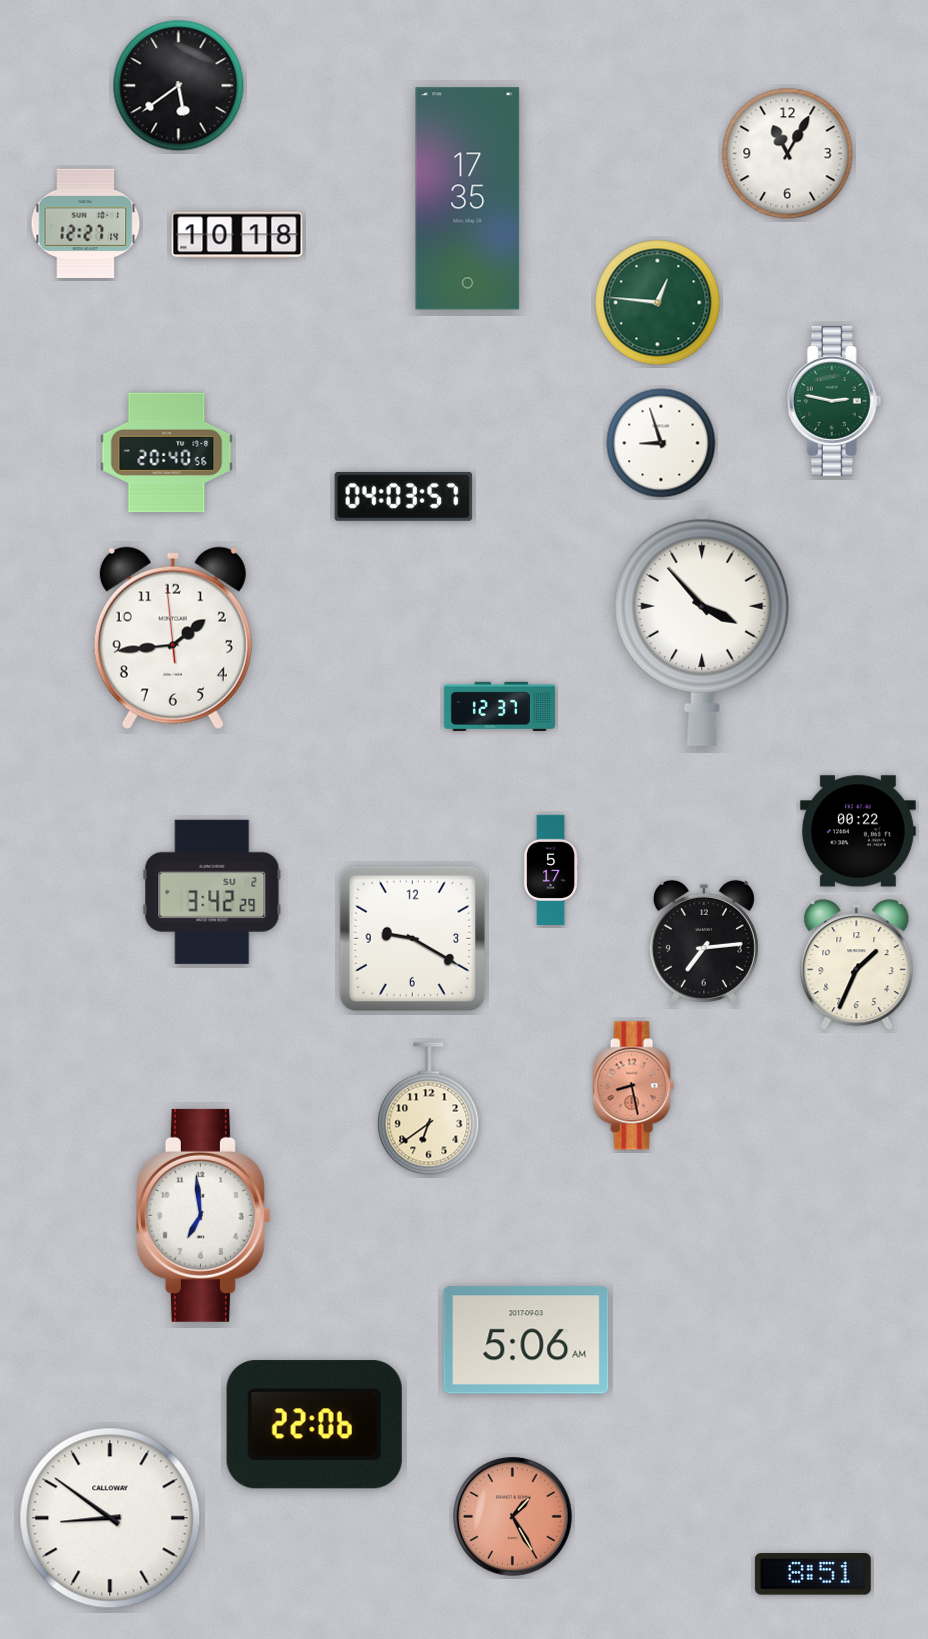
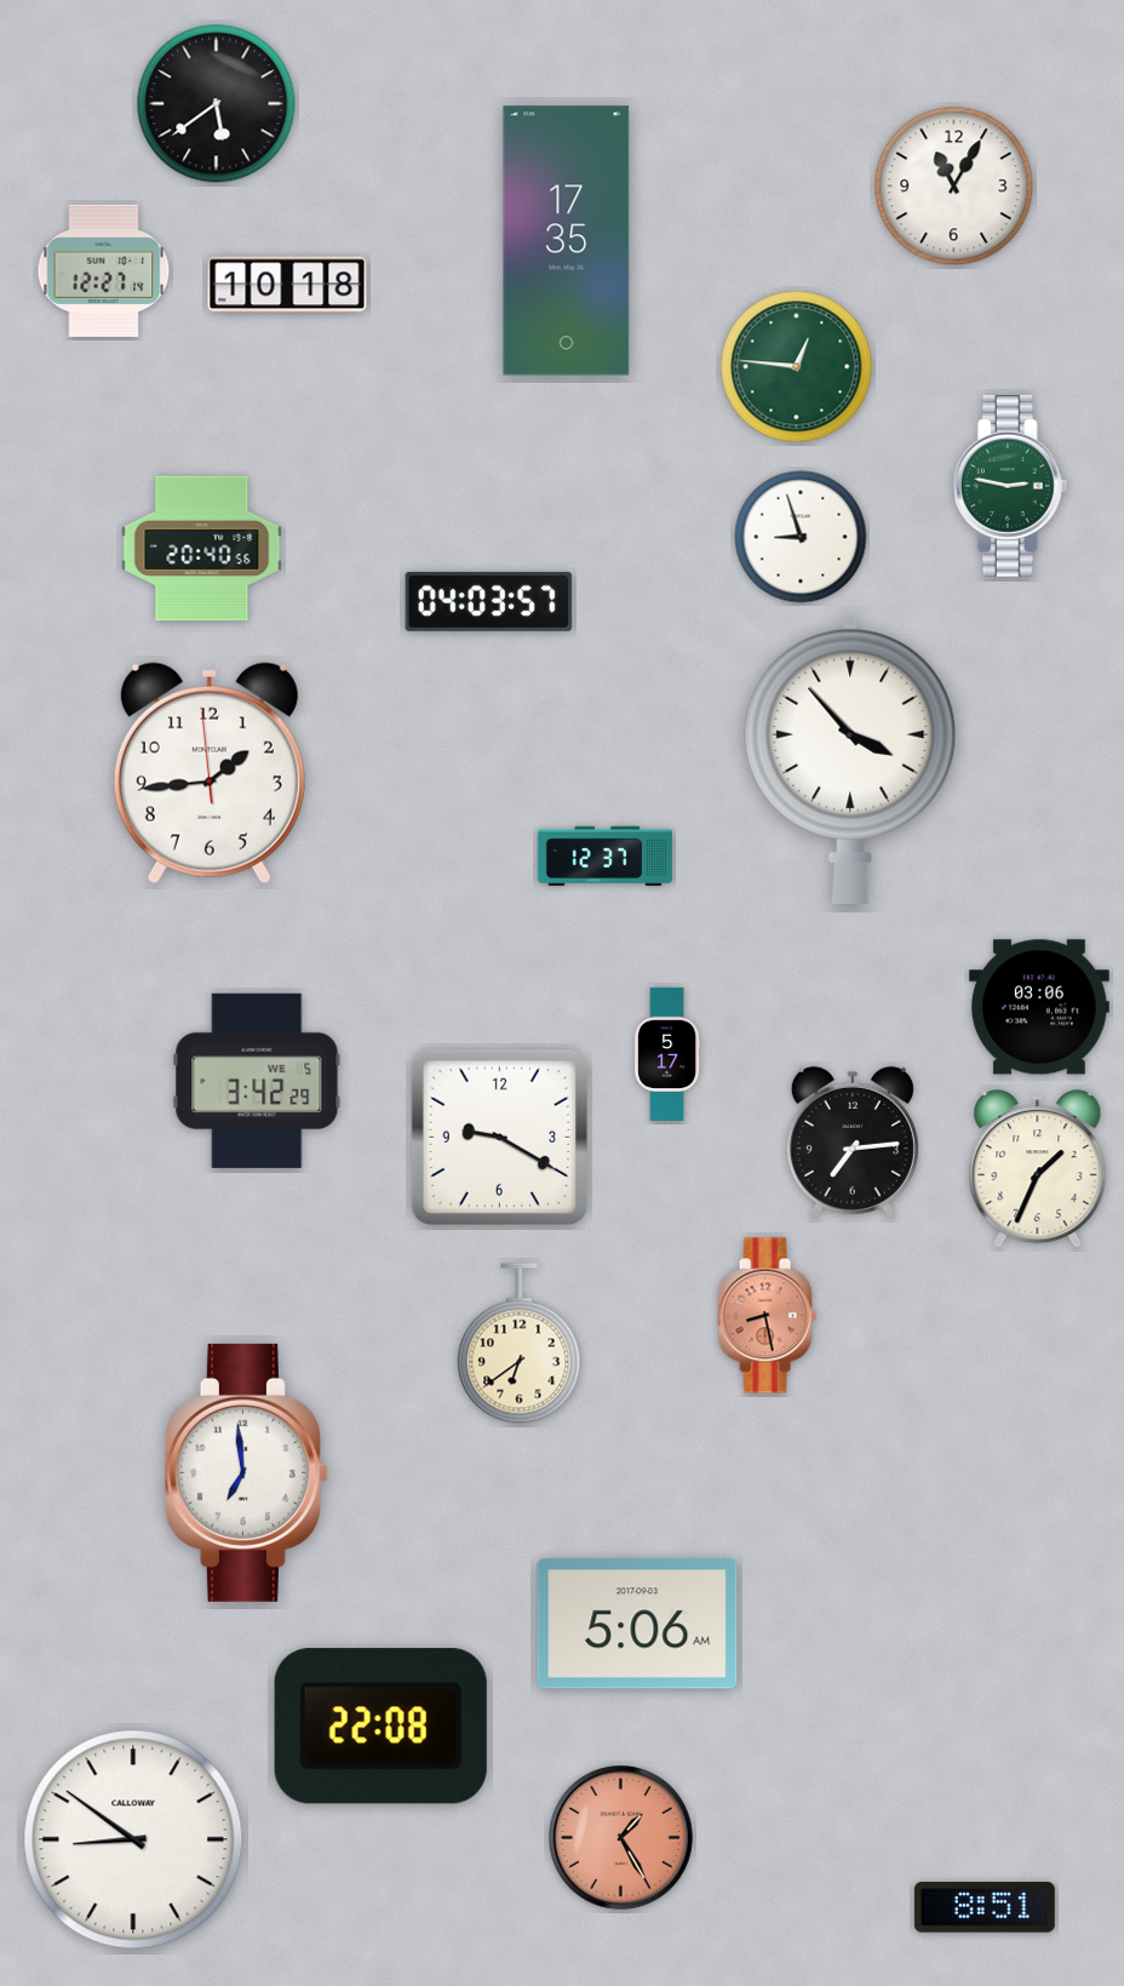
clock at (858, 831): 00:22 -> 03:06
clock at (212, 892) date: SU 2 -> WE 5
clock at (314, 1425): 22:06 -> 22:08
